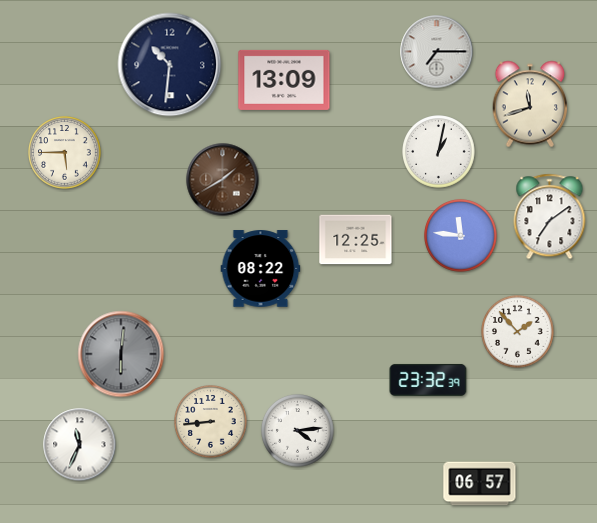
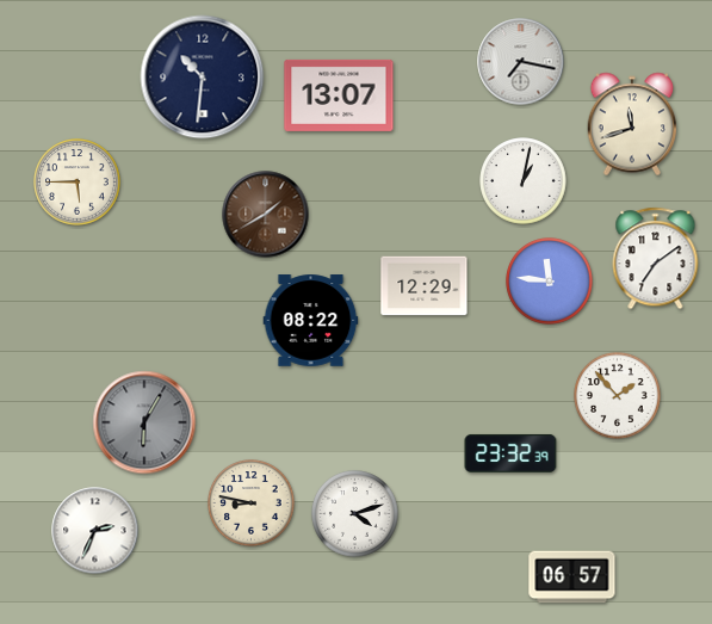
clock at (437, 52): 7:15 -> 7:17
clock at (284, 80): 13:09 -> 13:07
clock at (356, 240): 12:25 -> 12:29
clock at (121, 354): 6:01 -> 6:05
clock at (211, 422): 8:44 -> 8:47
clock at (298, 431): 4:14 -> 4:12
clock at (80, 445): 11:34 -> 2:34
